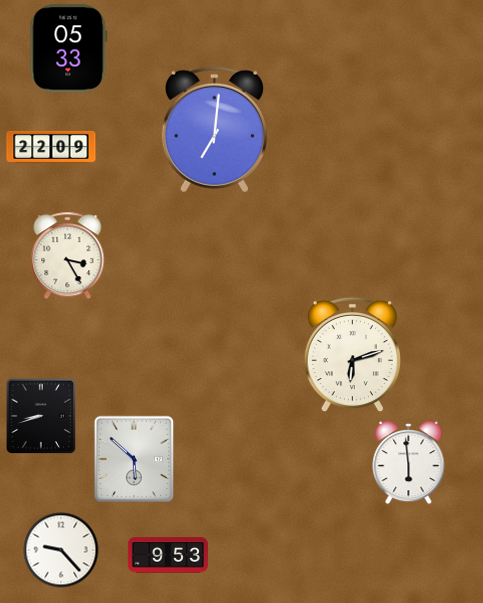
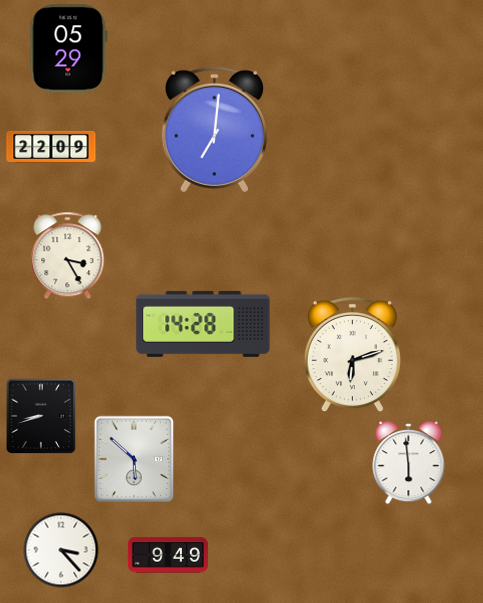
clock at (69, 49): 05:33 -> 05:29
clock at (203, 324): none -> 14:28
clock at (61, 550): 9:23 -> 3:23
clock at (168, 555): 9:53 -> 9:49
